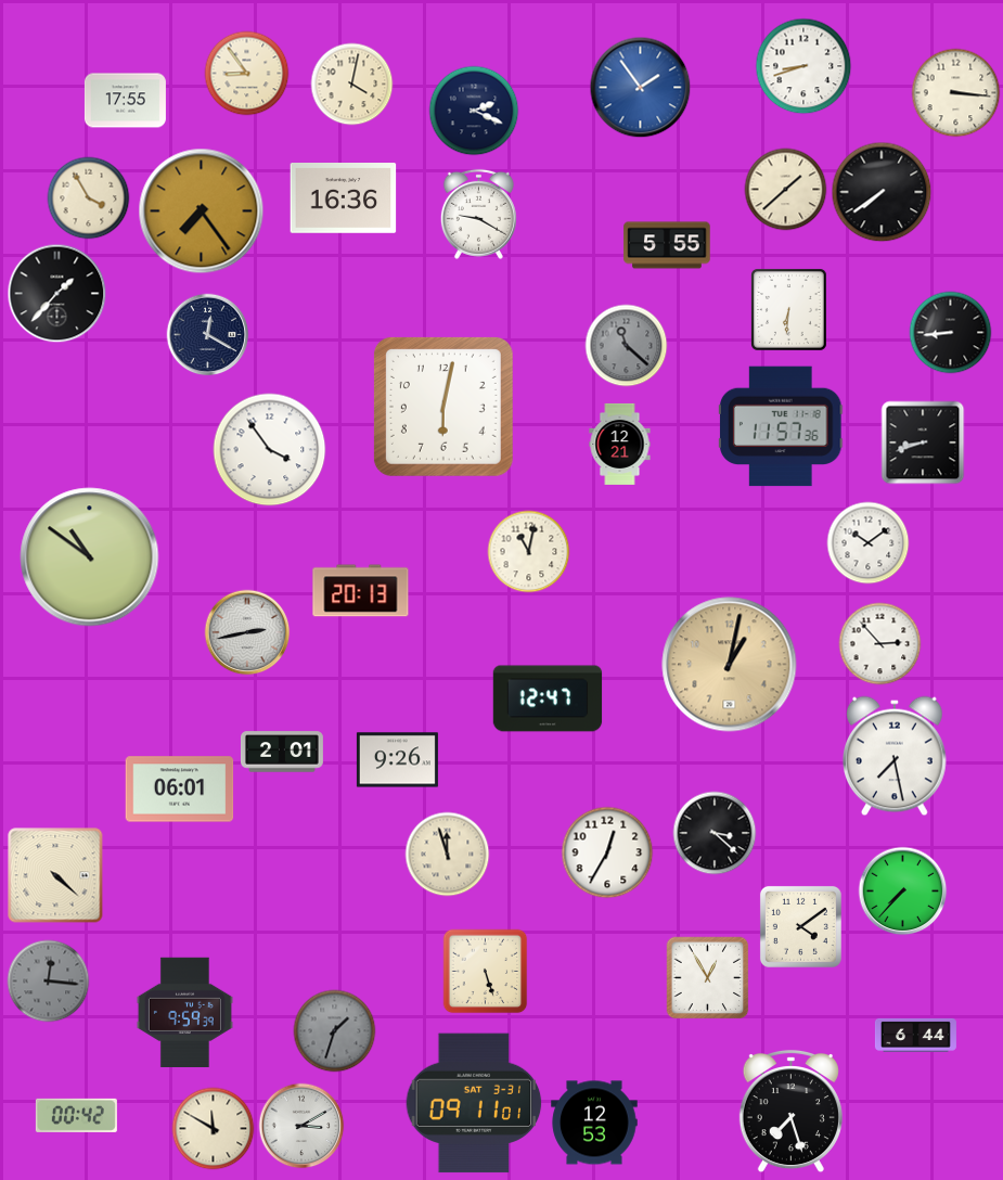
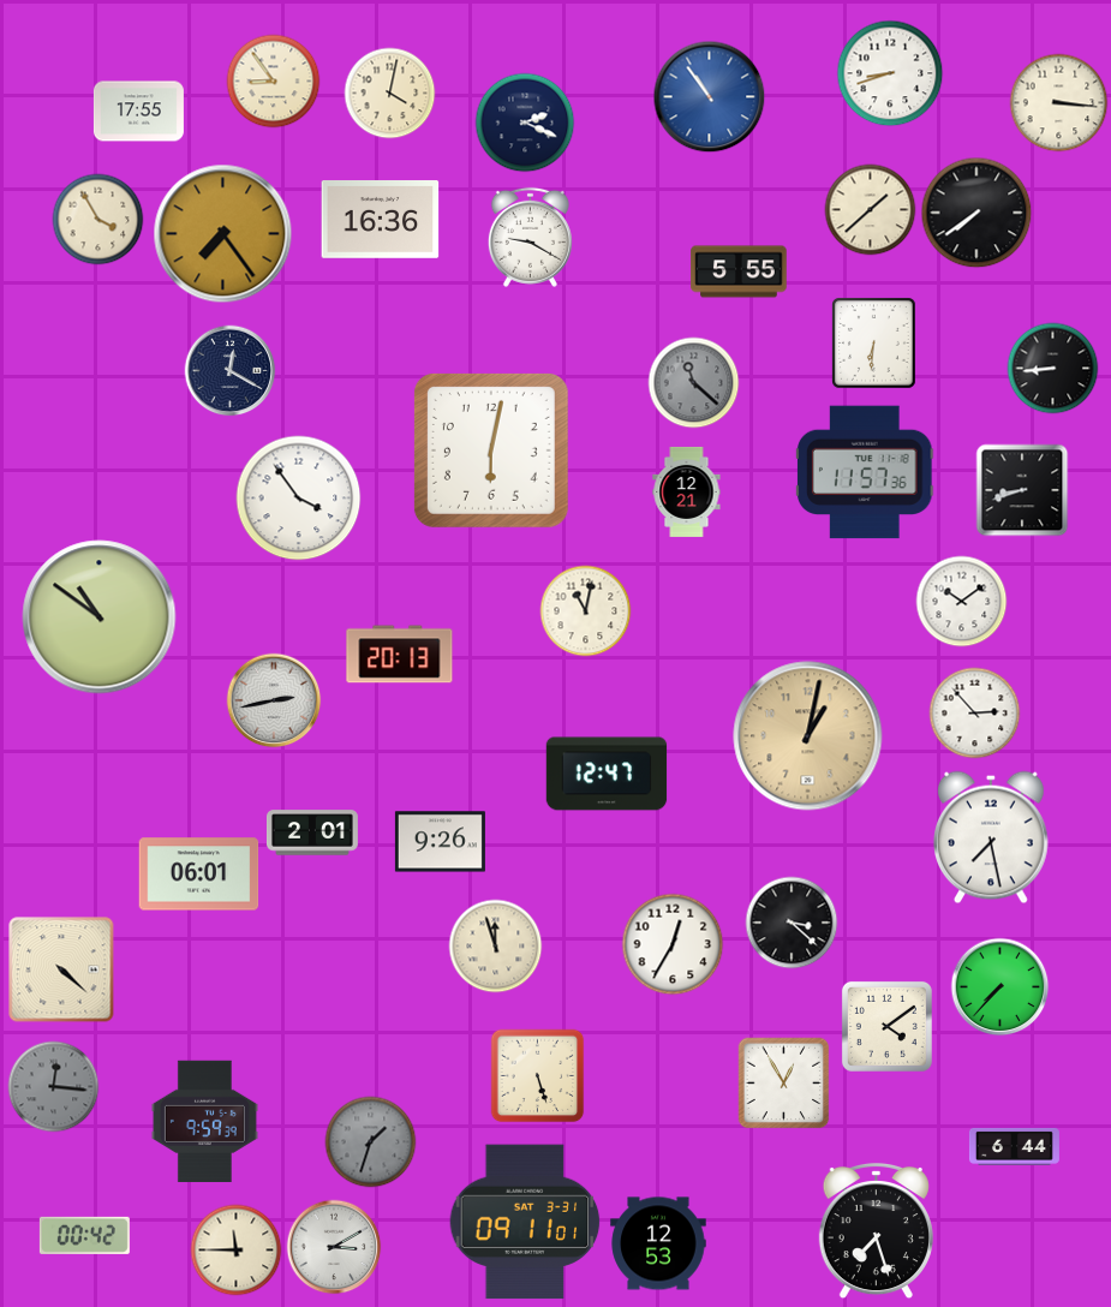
clock at (641, 88): 1:54 -> 10:54
clock at (57, 294): 1:37 -> none
clock at (214, 1129): 11:50 -> 11:45
